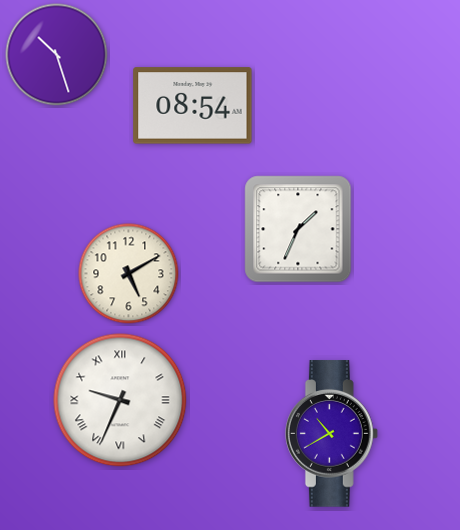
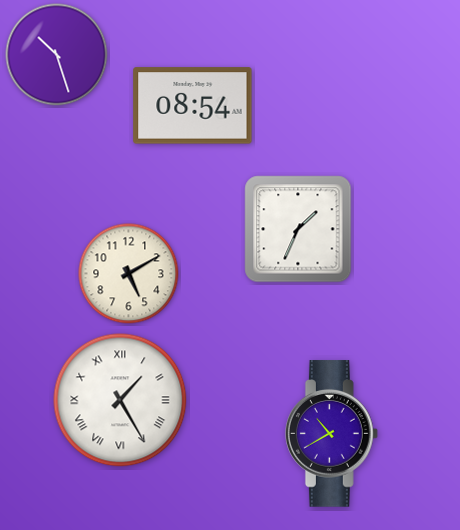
clock at (120, 400): 9:34 -> 1:25
